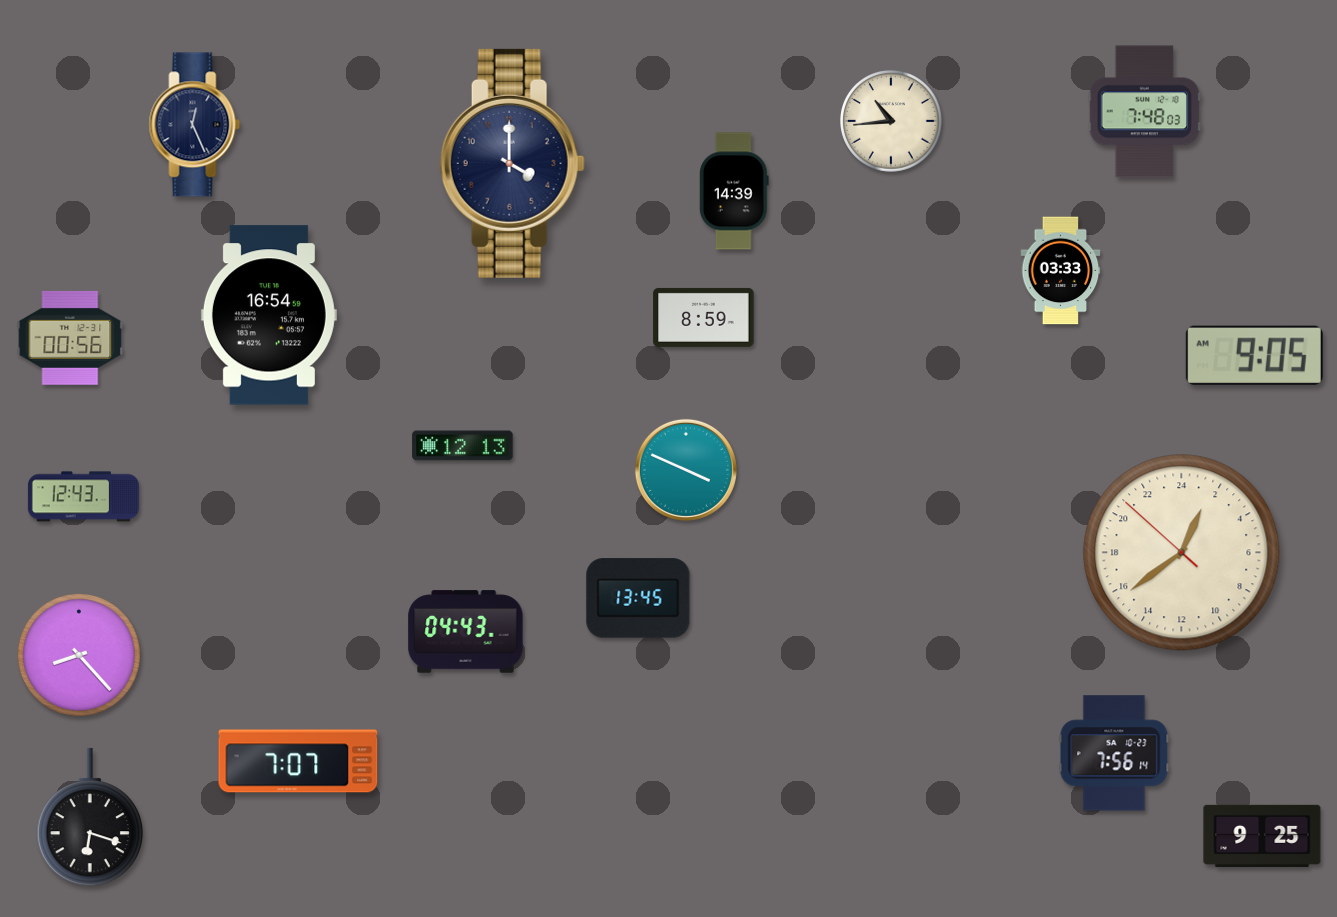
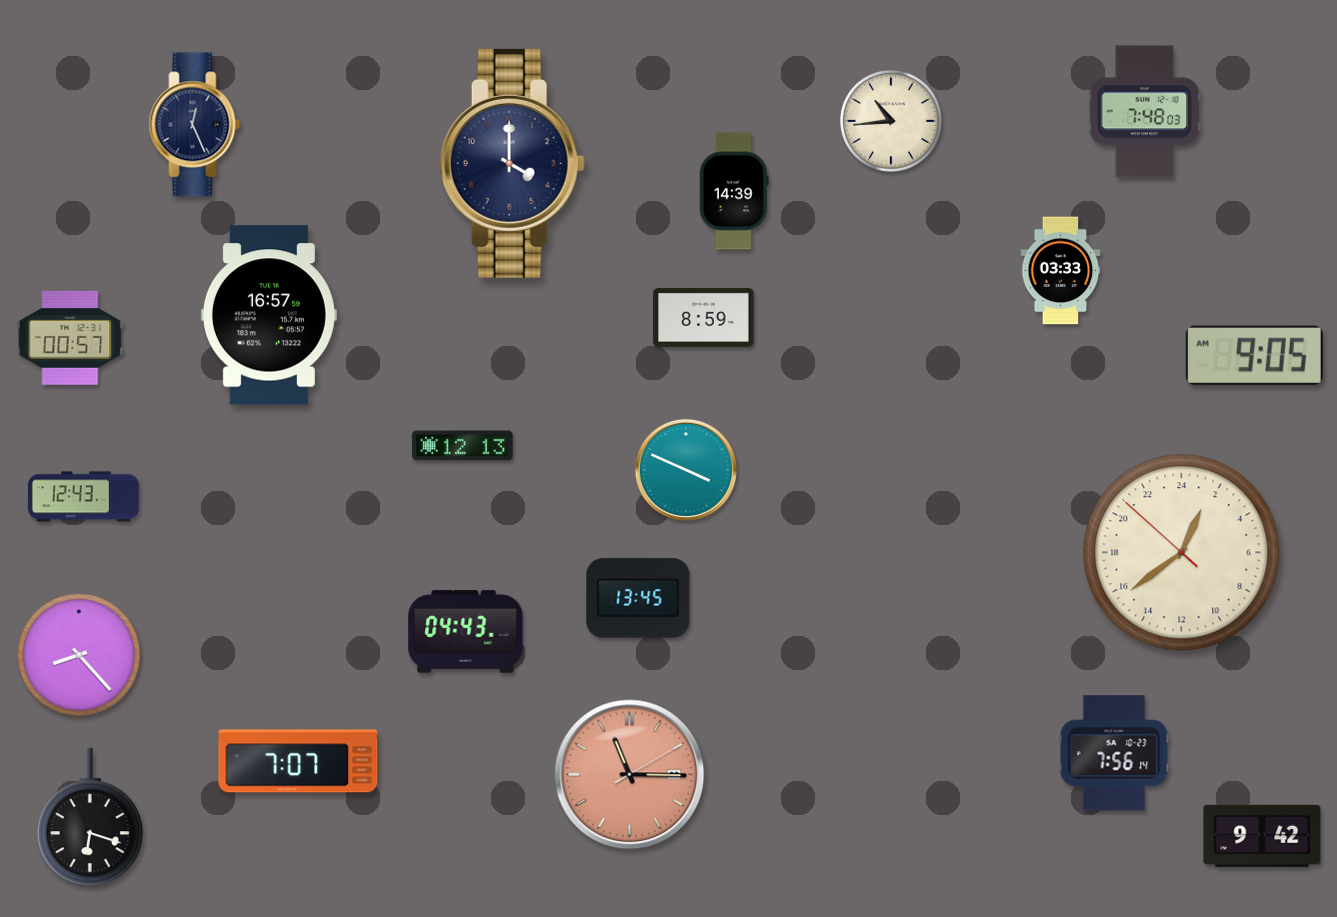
clock at (269, 315): 16:54 -> 16:57
clock at (70, 338): 00:56 -> 00:57
clock at (630, 775): none -> 11:15
clock at (1262, 836): 9:25 -> 9:42
